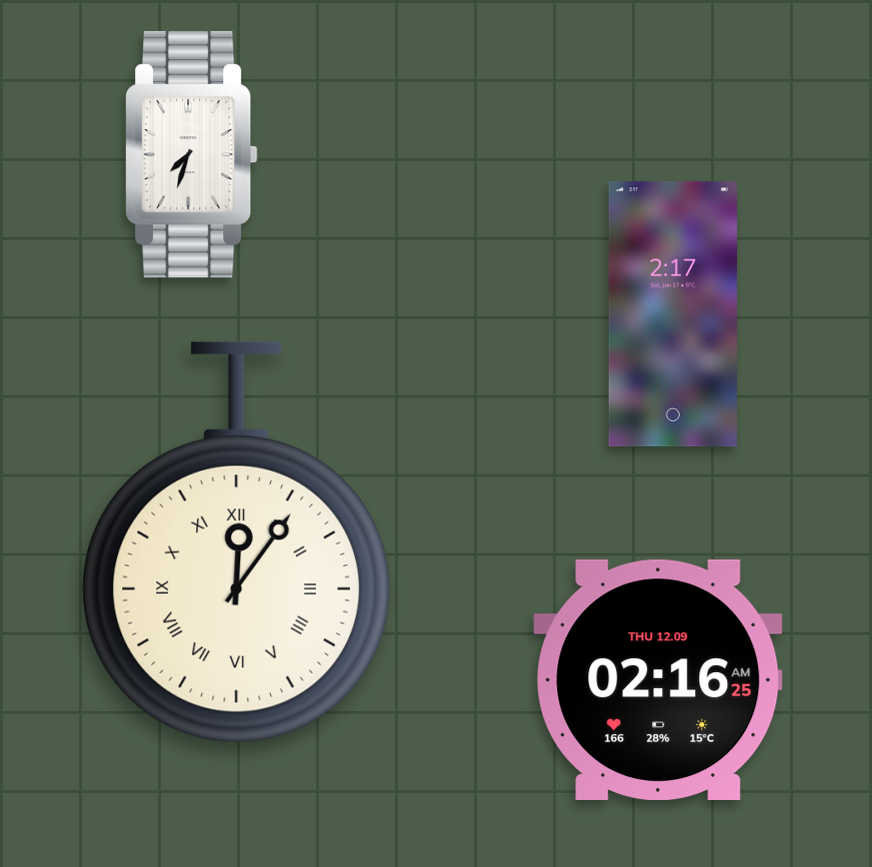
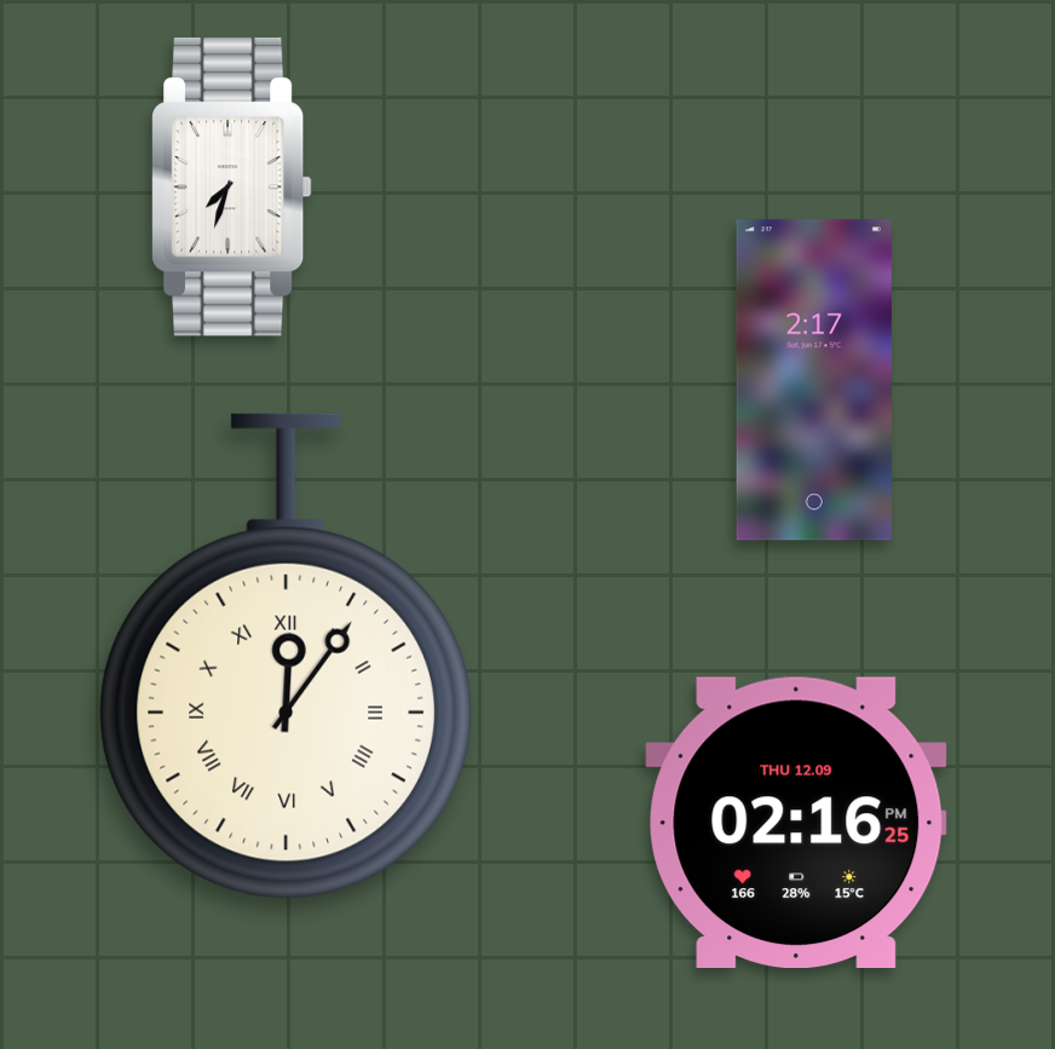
clock at (658, 679): 02:16:25 AM -> 02:16:25 PM
